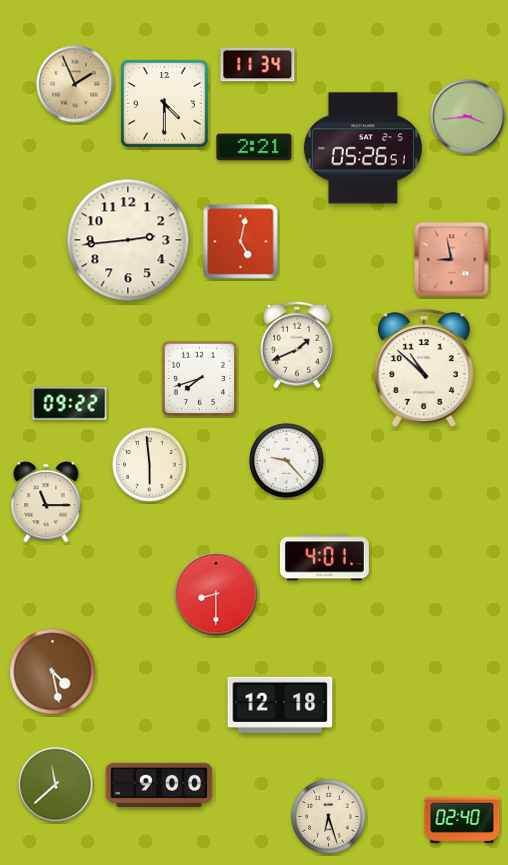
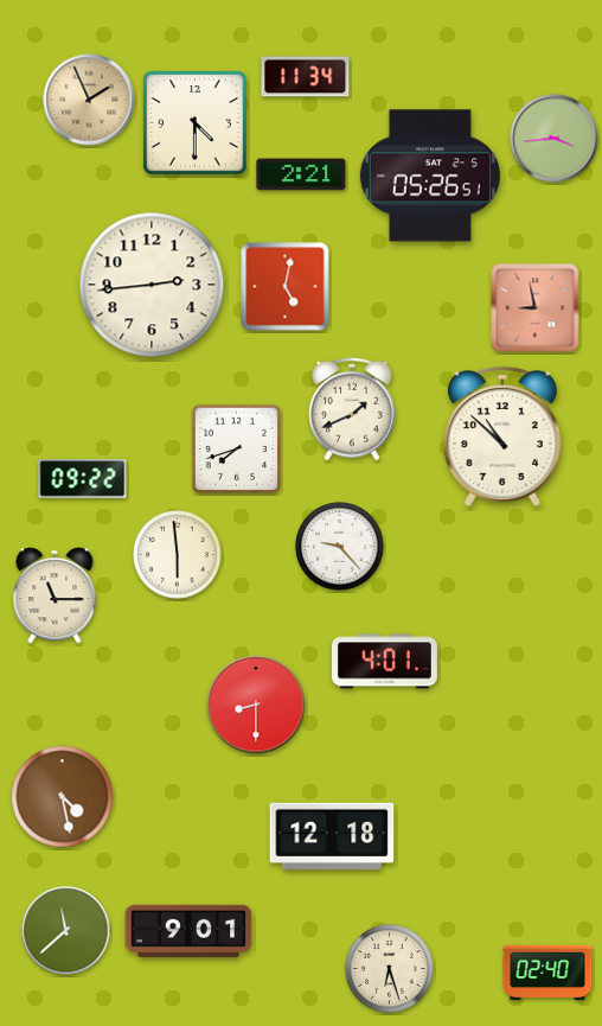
clock at (150, 465) position: (150, 465) -> (178, 555)
clock at (159, 785): 9:00 -> 9:01
